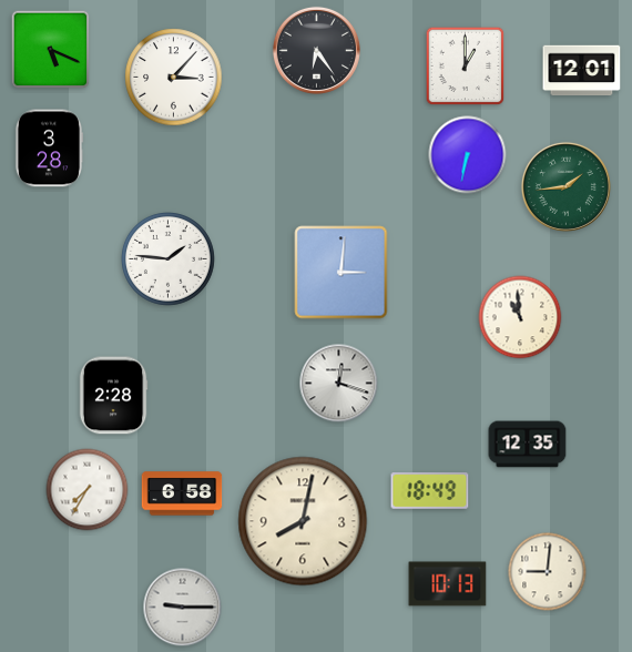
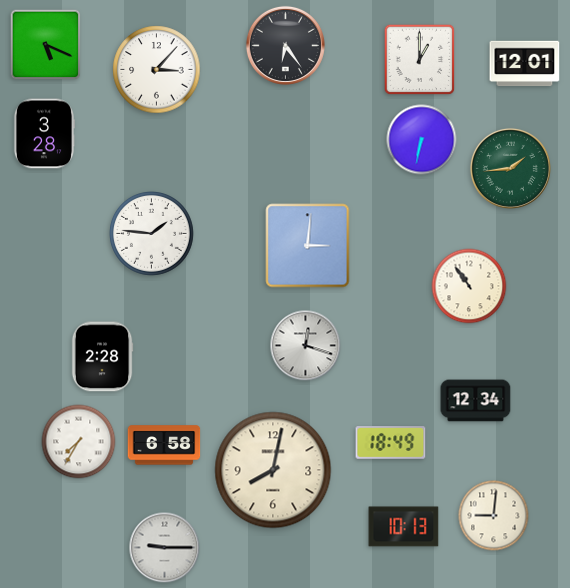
clock at (520, 317): 10:59 -> 10:54
clock at (528, 445): 12:35 -> 12:34
clock at (430, 491) position: (430, 491) -> (391, 443)
